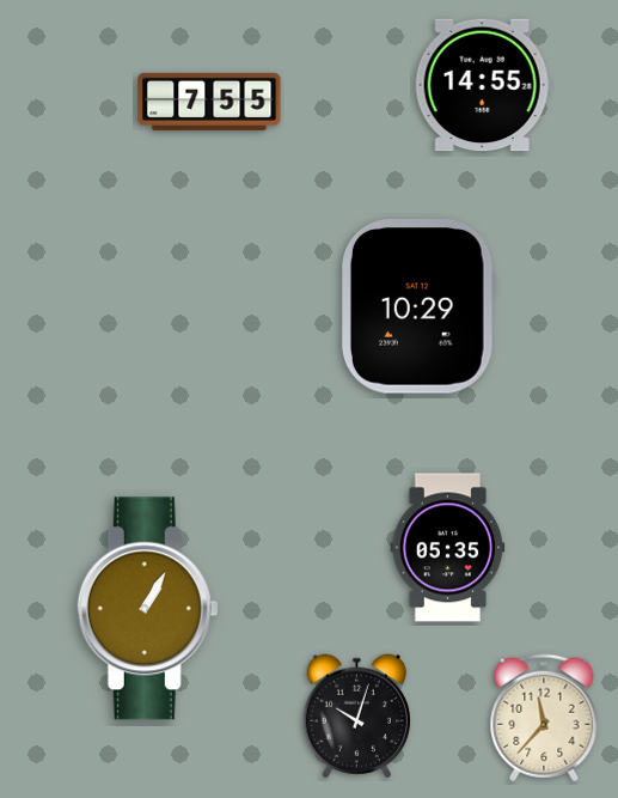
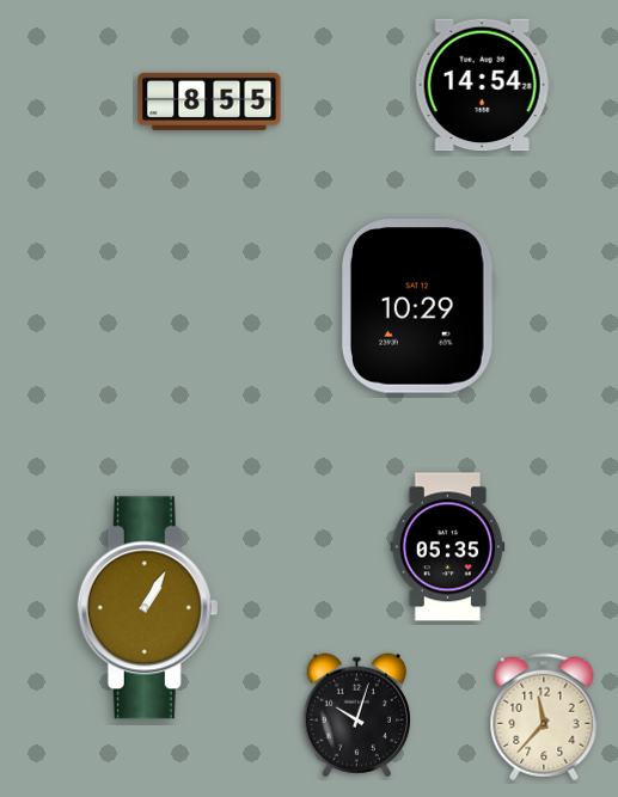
clock at (483, 85): 14:55 -> 14:54
clock at (209, 102): 7:55 -> 8:55
